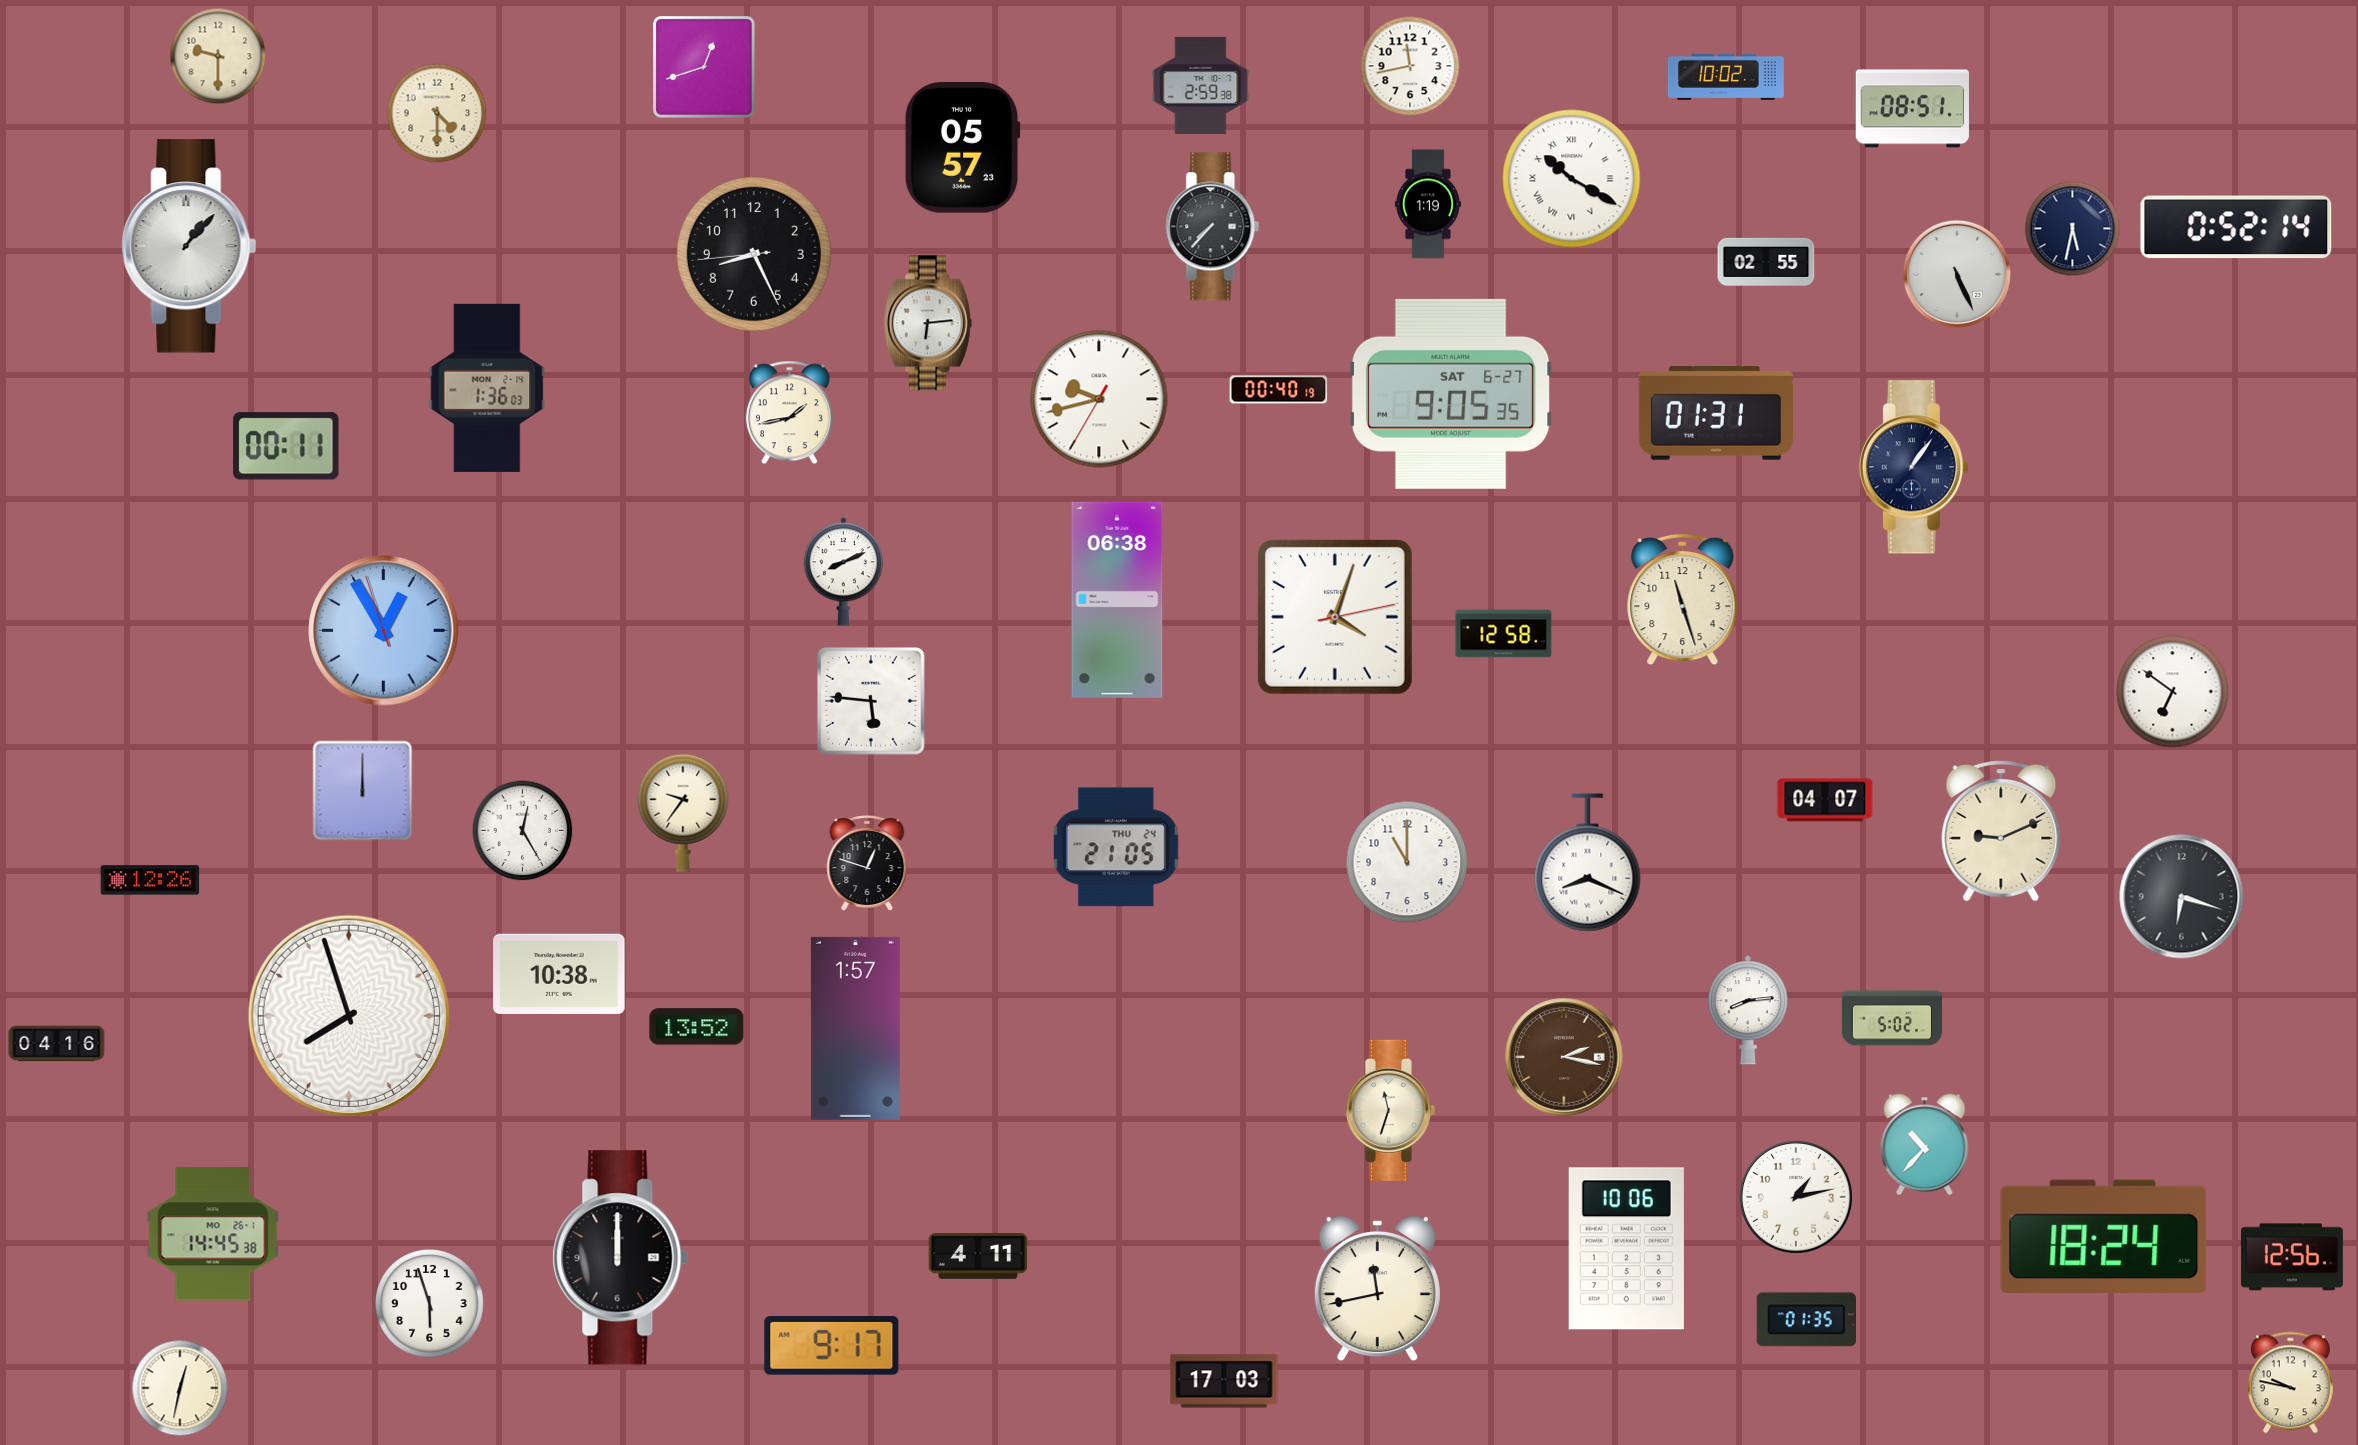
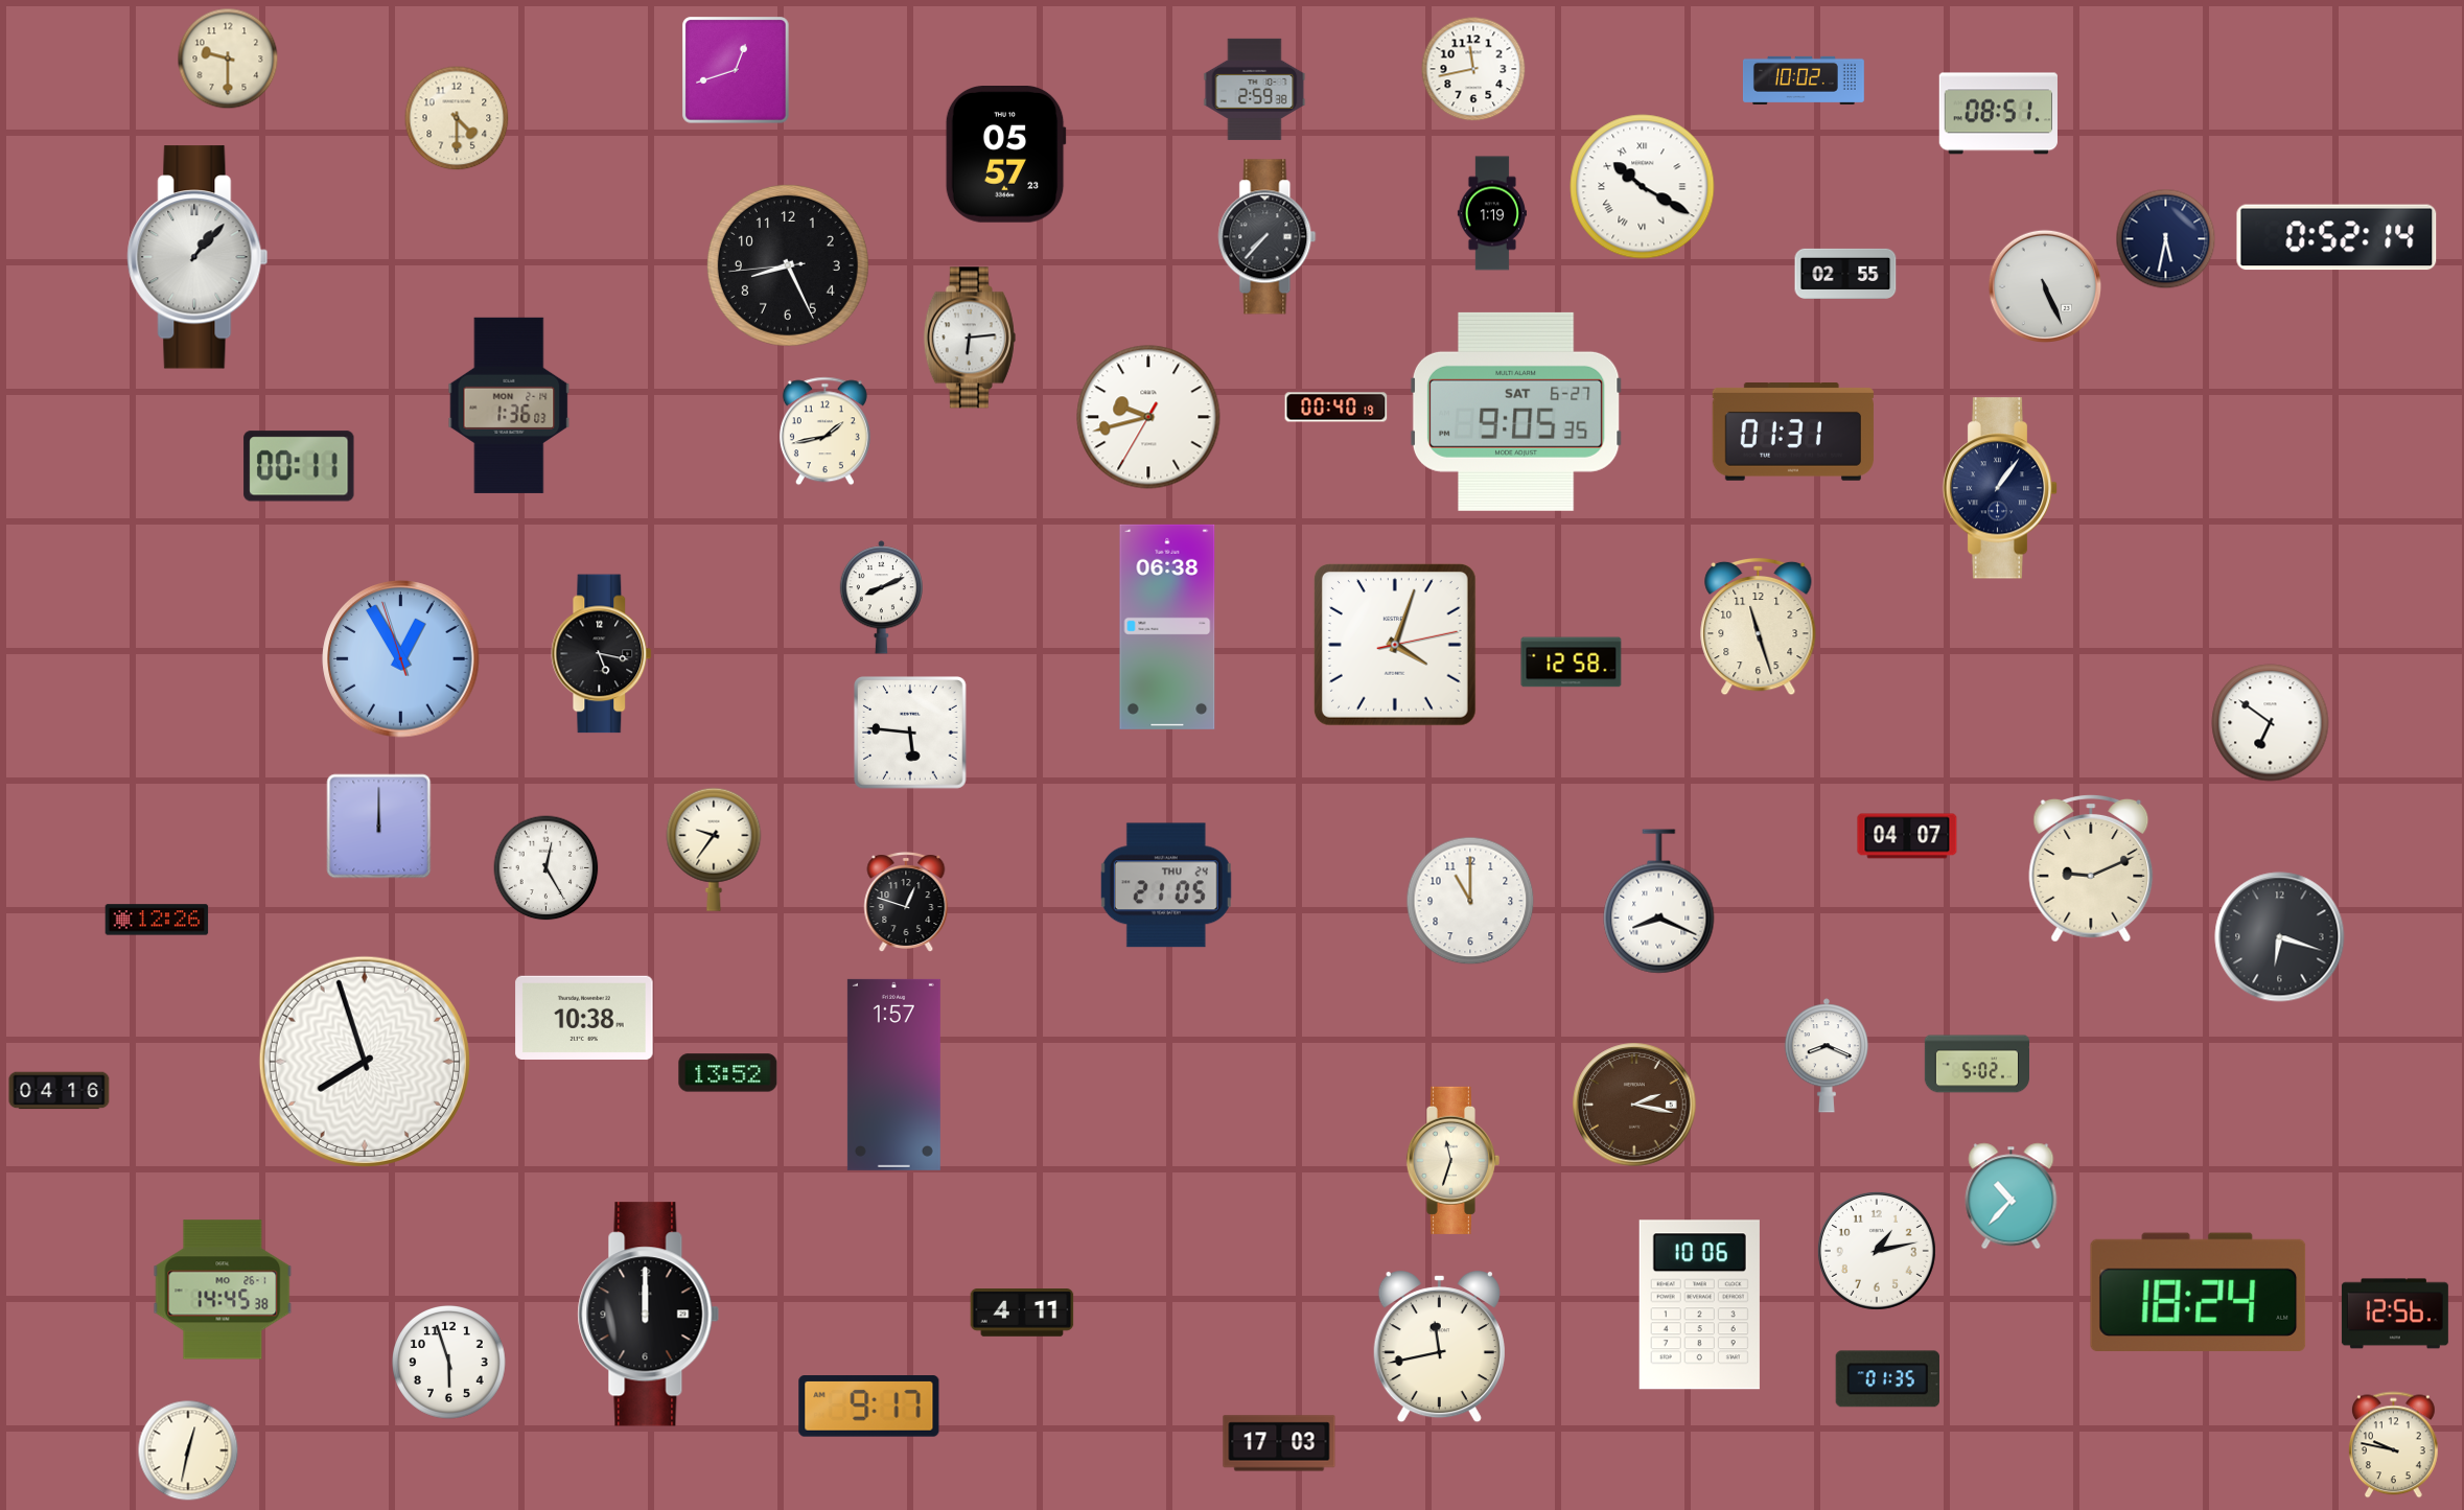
clock at (602, 654): none -> 5:17
clock at (1748, 1010): 8:14 -> 8:19
